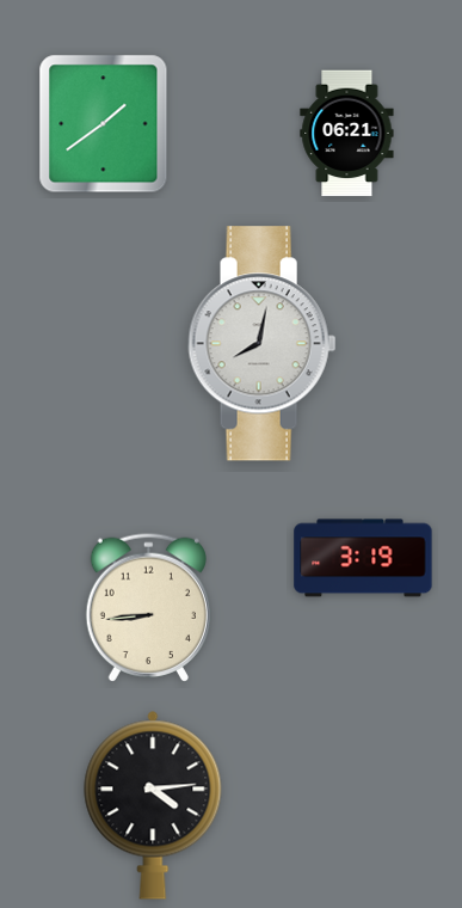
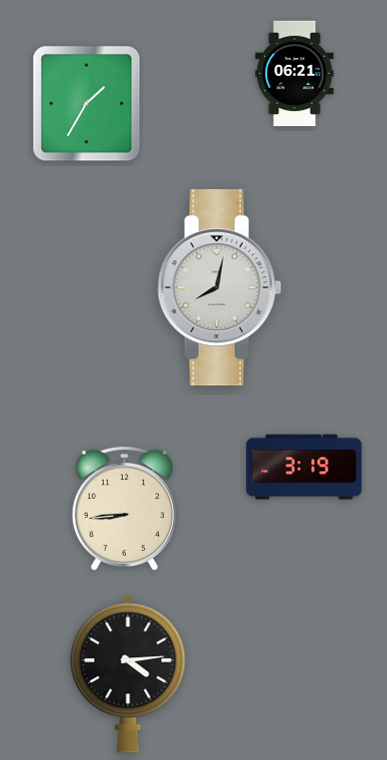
clock at (104, 124): 1:39 -> 1:35
clock at (347, 134) position: (347, 134) -> (295, 74)
